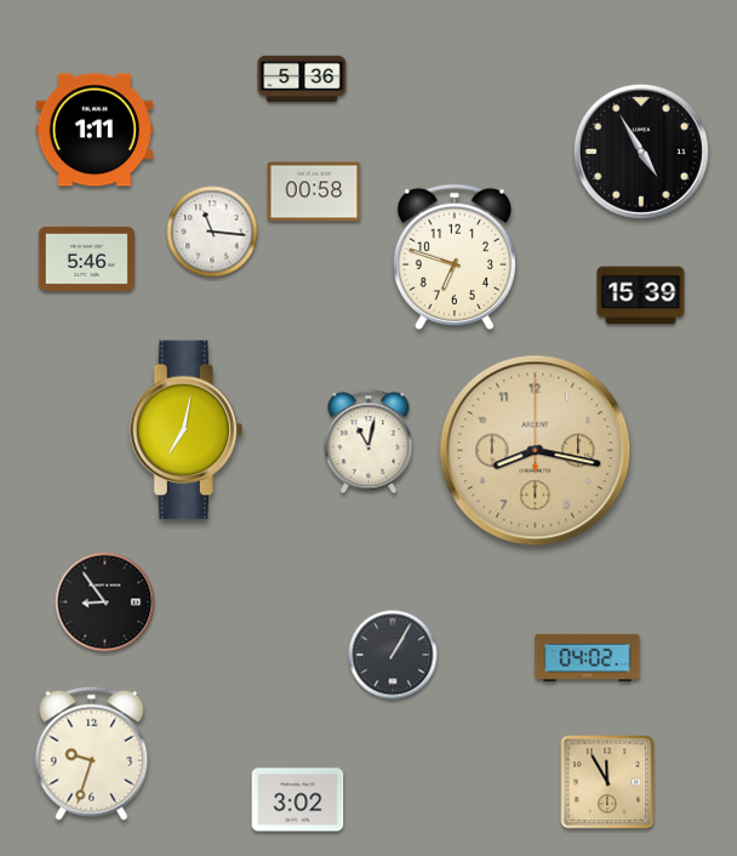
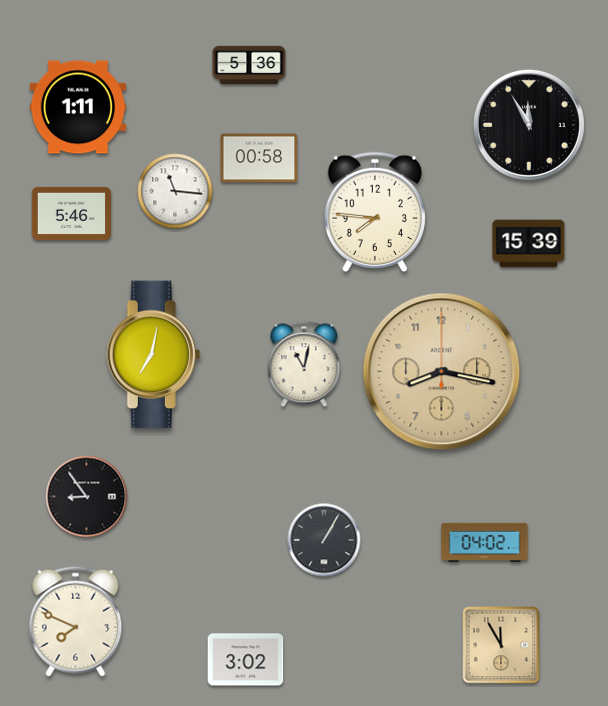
clock at (641, 152): 4:55 -> 11:55
clock at (455, 256): 6:48 -> 7:46
clock at (92, 753): 9:33 -> 7:49
